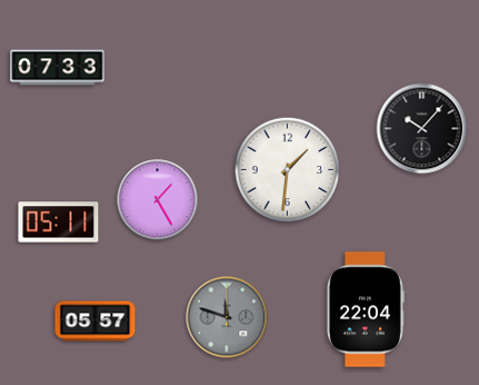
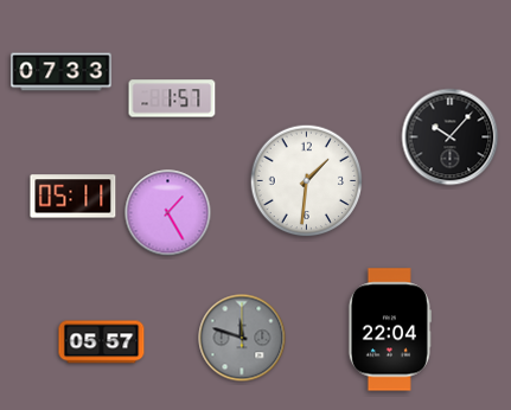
clock at (172, 98): none -> 1:57
clock at (59, 223) position: (59, 223) -> (74, 197)
